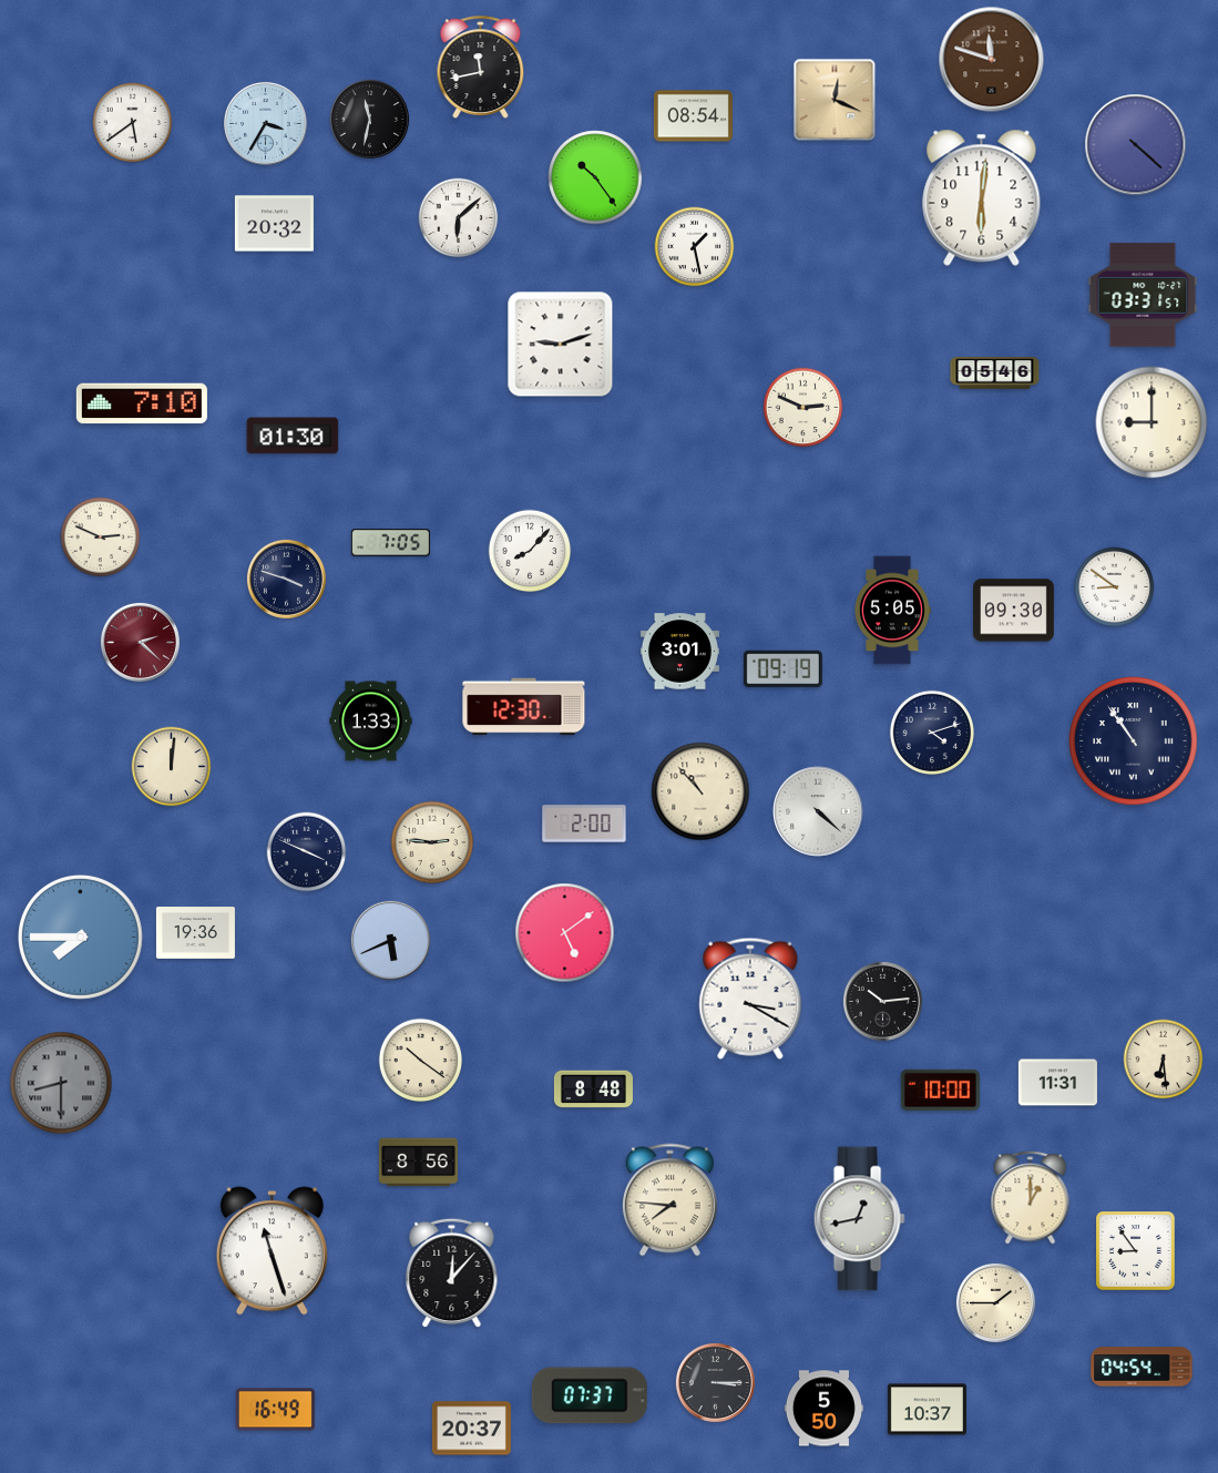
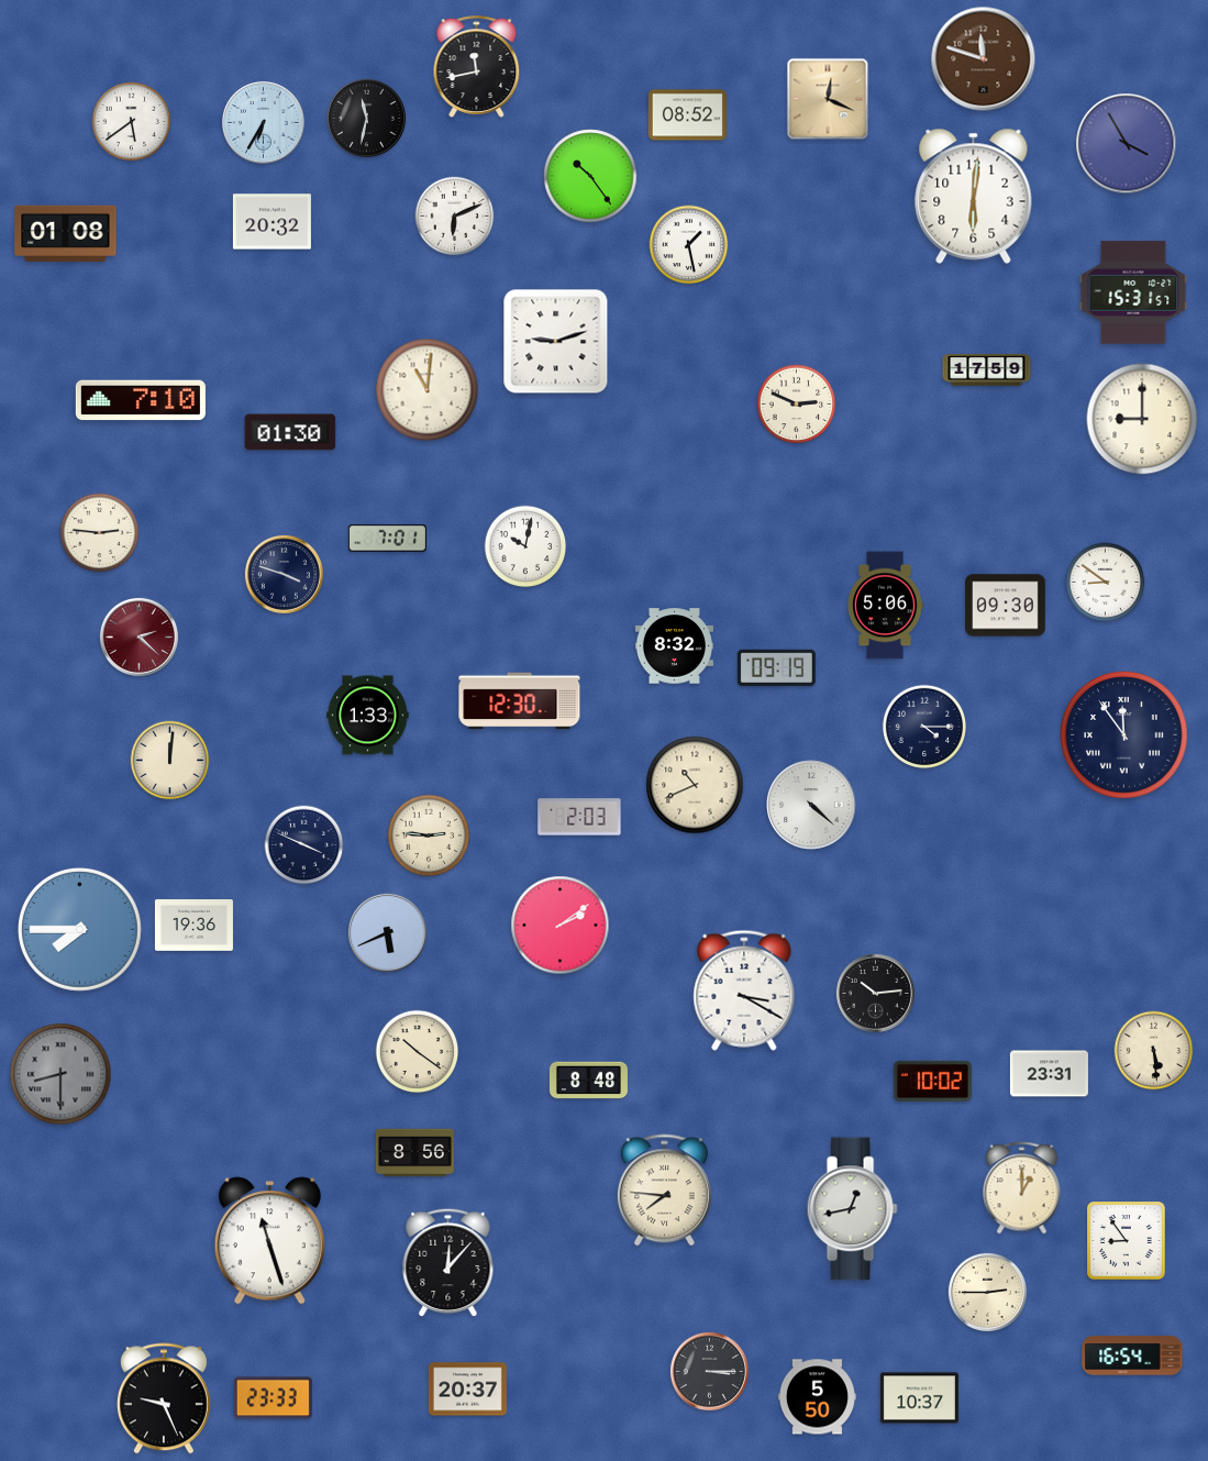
clock at (693, 116): 08:54 -> 08:52
clock at (265, 123): 3:35 -> 6:35
clock at (1136, 145): 4:22 -> 3:55
clock at (459, 218): 6:08 -> 6:11
clock at (66, 233): none -> 01:08
clock at (1143, 295): 03:31 -> 15:31
clock at (995, 374): 05:46 -> 17:59
clock at (428, 390): none -> 11:01
clock at (101, 538): 2:49 -> 2:46
clock at (390, 543): 7:05 -> 7:01
clock at (530, 551): 8:07 -> 10:02
clock at (892, 611): 5:05 -> 5:06
clock at (679, 652): 3:01 -> 8:32
clock at (782, 668) position: (782, 668) -> (776, 667)
clock at (931, 732): 4:12 -> 4:15
clock at (1134, 741): 10:54 -> 11:54
clock at (700, 791): 10:53 -> 10:41
clock at (584, 824): 2:00 -> 2:03
clock at (565, 933): 5:09 -> 2:09
clock at (1164, 1060): 6:29 -> 5:29
clock at (1057, 1083): 11:31 -> 23:31
clock at (940, 1090): 10:00 -> 10:02
clock at (995, 1302): 1:45 -> 2:45
clock at (1142, 1367): 04:54 -> 16:54
clock at (590, 1395): 07:37 -> none
clock at (164, 1398): none -> 9:26
clock at (275, 1410): 16:49 -> 23:33
clock at (471, 1429) position: (471, 1429) -> (467, 1390)
